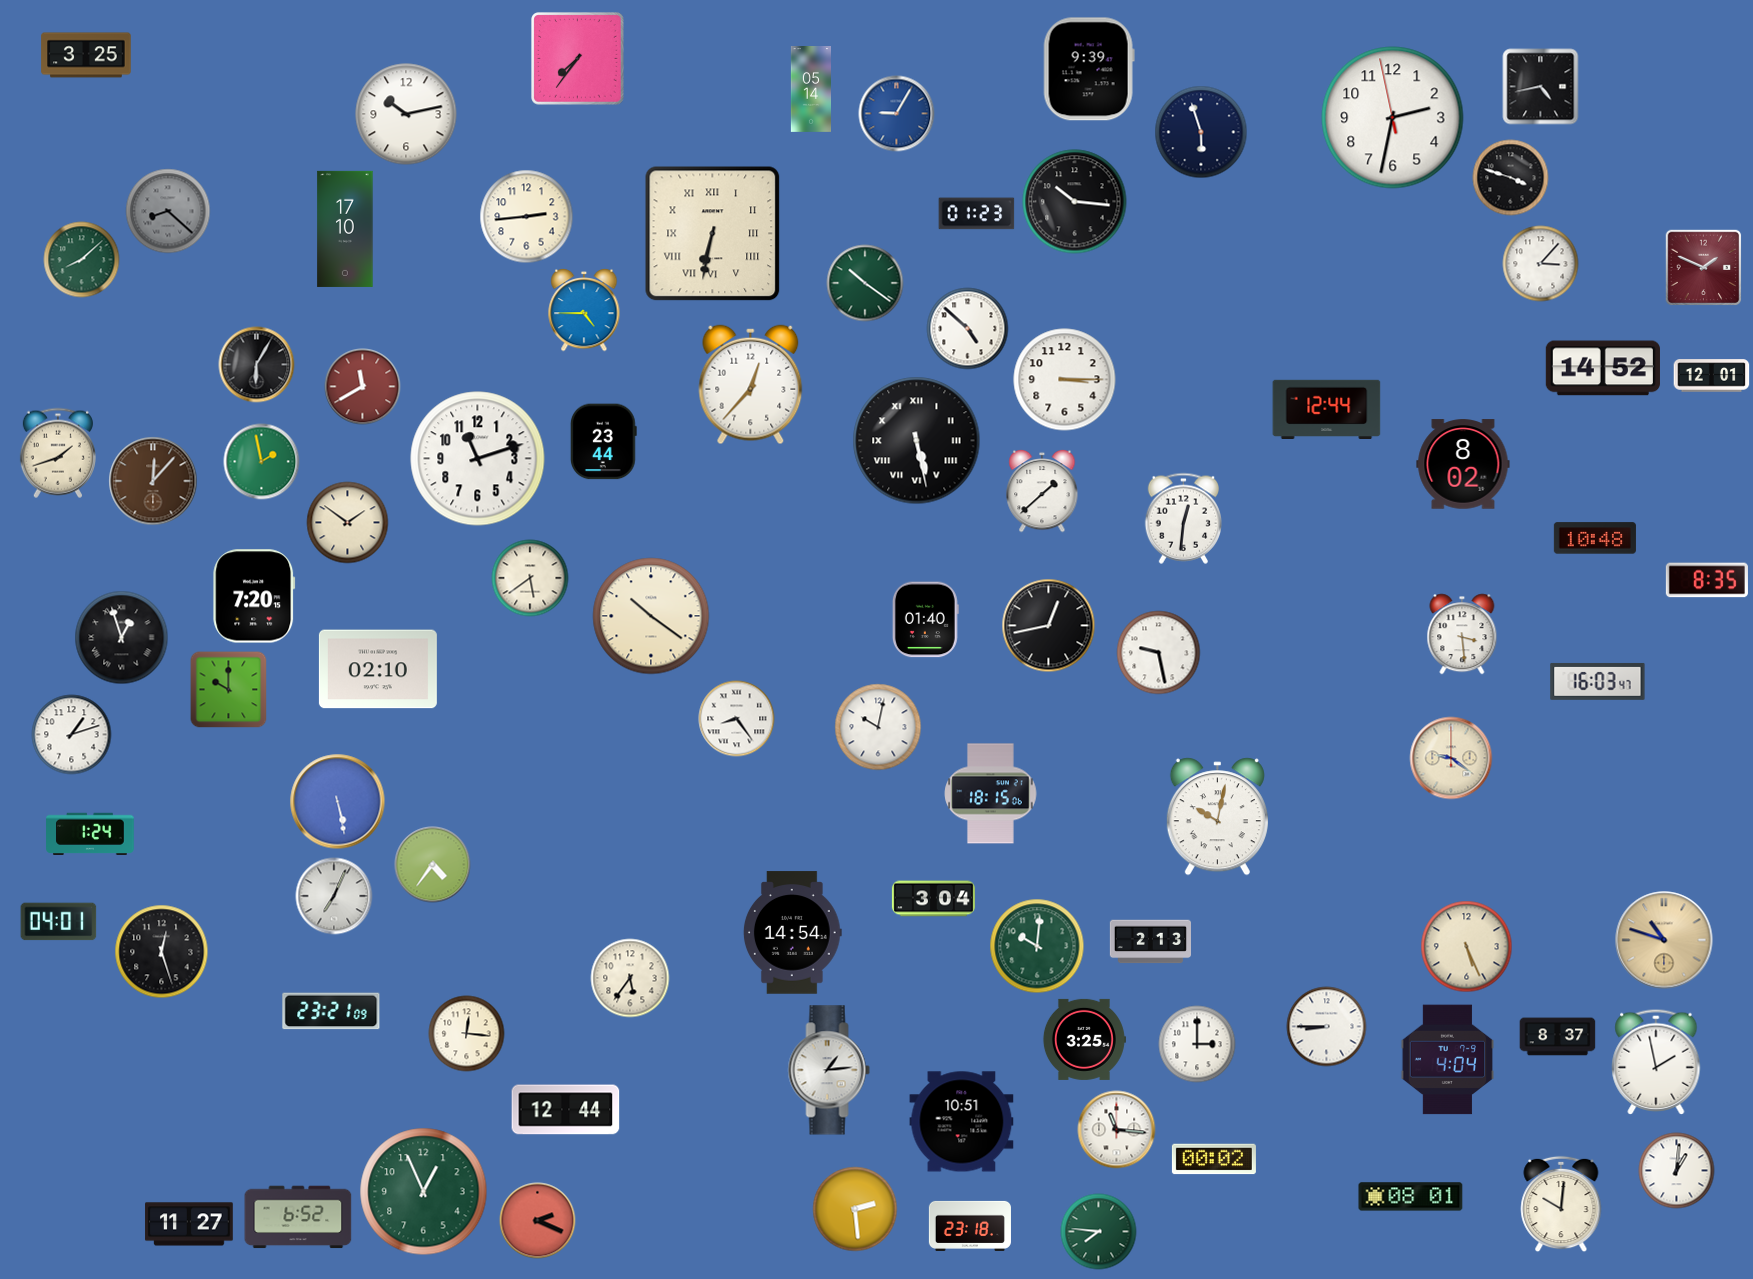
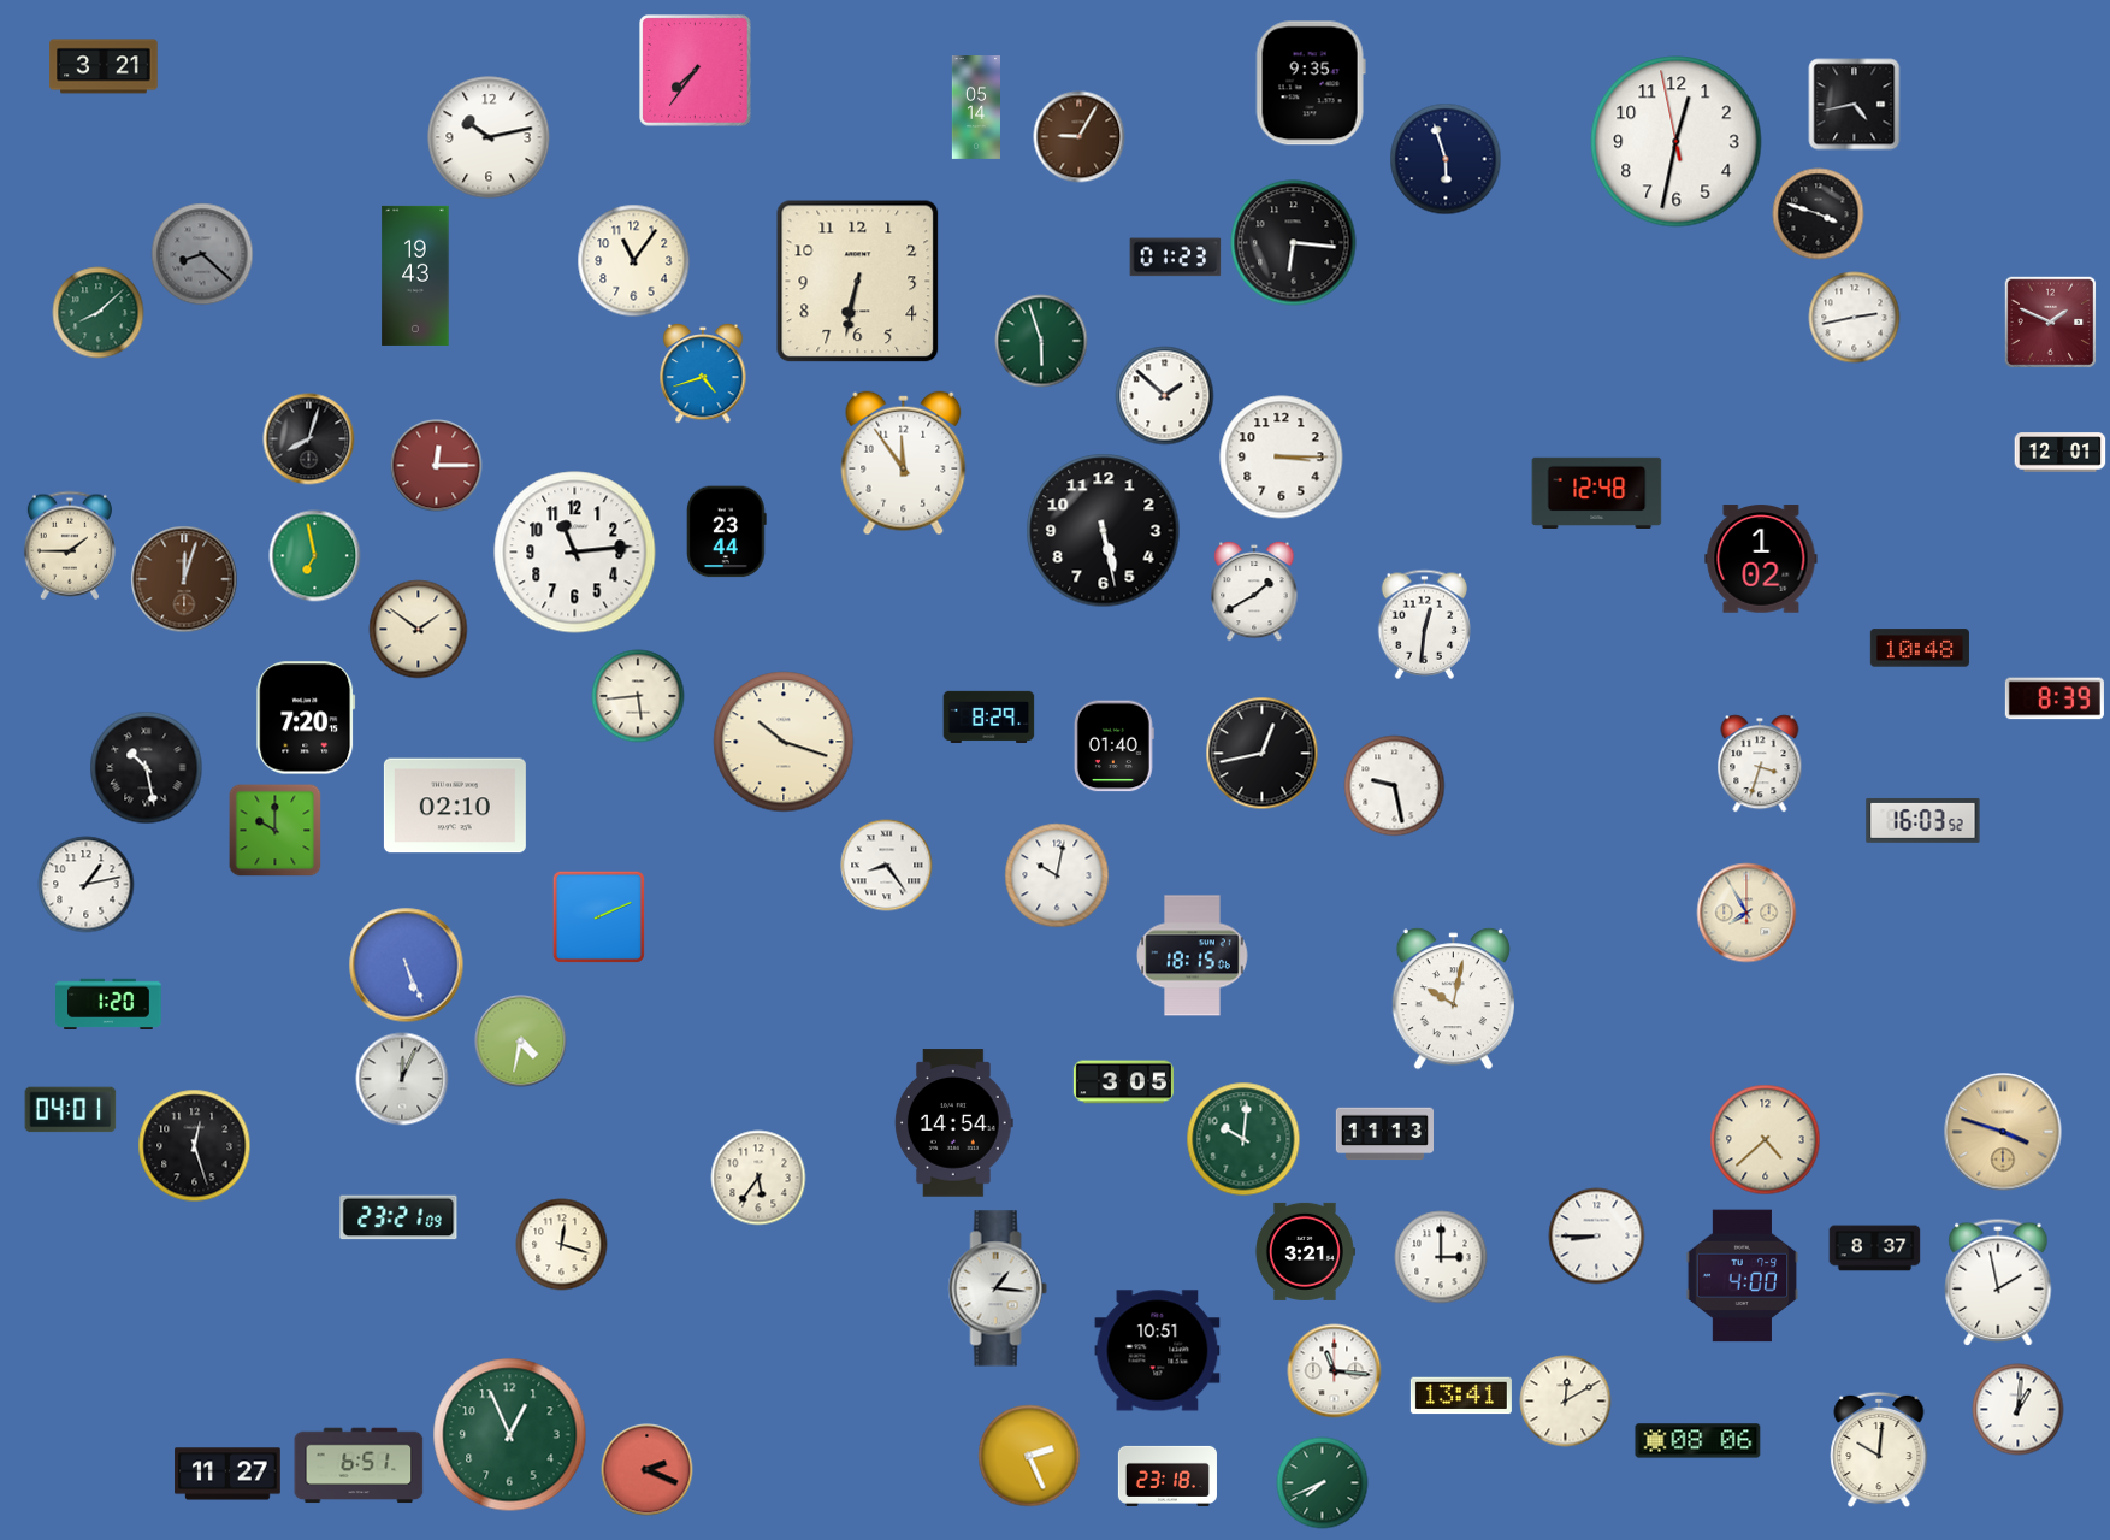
clock at (86, 55): 3:25 -> 3:21
clock at (1089, 69): 9:39 -> 9:35
clock at (897, 114) dial: blue -> brown
clock at (1393, 118): 2:31 -> 12:31
clock at (1075, 202): 10:16 -> 6:16
clock at (527, 217): 2:44 -> 11:06
clock at (345, 229): 17:10 -> 19:43
clock at (713, 234) numerals: Roman -> Arabic
clock at (1541, 264): 3:07 -> 2:43
clock at (865, 283): 10:21 -> 5:57
clock at (584, 310): 4:45 -> 4:42
clock at (968, 329): 4:52 -> 1:52
clock at (257, 365): 6:05 -> 8:03
clock at (1603, 368): 14:52 -> none
clock at (751, 385): 12:37 -> 11:54
clock at (363, 387): 11:40 -> 12:15
clock at (1327, 409): 12:44 -> 12:48
clock at (917, 441) numerals: Roman -> Arabic
clock at (58, 453): 1:42 -> 1:45
clock at (478, 459): 11:12 -> 11:14
clock at (262, 462): 1:58 -> 6:58
clock at (1463, 464): 8:02 -> 1:02
clock at (153, 481): 12:07 -> 12:03
clock at (1042, 491): 1:38 -> 1:40
clock at (530, 578): 5:39 -> 5:44
clock at (1707, 580): 8:35 -> 8:39
clock at (989, 716): none -> 8:29
clock at (651, 616): 10:21 -> 10:18
clock at (1462, 634): 3:29 -> 3:33
clock at (122, 638): 12:57 -> 10:28
clock at (1598, 681): 16:03:47 -> 16:03:52
clock at (72, 735): 1:12 -> 1:13
clock at (1451, 758): 9:21 -> 7:55
clock at (598, 916): none -> 2:11
clock at (338, 802): 5:28 -> 5:26
clock at (1217, 817) position: (1217, 817) -> (1453, 999)
clock at (90, 833): 1:24 -> 1:20
clock at (433, 865): 4:36 -> 4:32
clock at (334, 896): 7:04 -> 12:04
clock at (933, 899): 3:04 -> 3:05
clock at (1664, 940): 10:48 -> 3:48
clock at (1150, 942): 2:13 -> 11:13
clock at (1037, 946) position: (1037, 946) -> (1243, 1139)
clock at (1467, 947): 5:26 -> 4:38
clock at (467, 1034): 12:16 -> 12:18
clock at (1084, 1039): 3:25 -> 3:21
clock at (1447, 1060): 4:04 -> 4:00
clock at (1656, 1062) position: (1656, 1062) -> (1998, 1282)
clock at (829, 1070): 1:14 -> 1:16
clock at (566, 1110): 12:44 -> none
clock at (1117, 1130) position: (1117, 1130) -> (1335, 1371)
clock at (1214, 1159): 00:02 -> 13:41
clock at (1566, 1402): none -> 12:10
clock at (1411, 1197): 08:01 -> 08:06
clock at (855, 1209): 2:29 -> 2:26
clock at (298, 1217): 6:52 -> 6:51
clock at (1099, 1232): 7:46 -> 7:41
